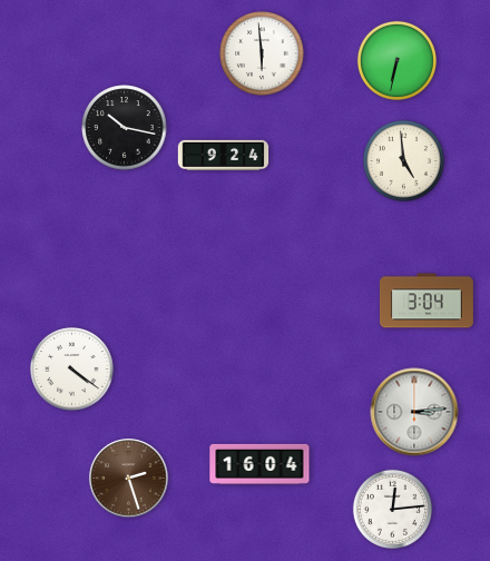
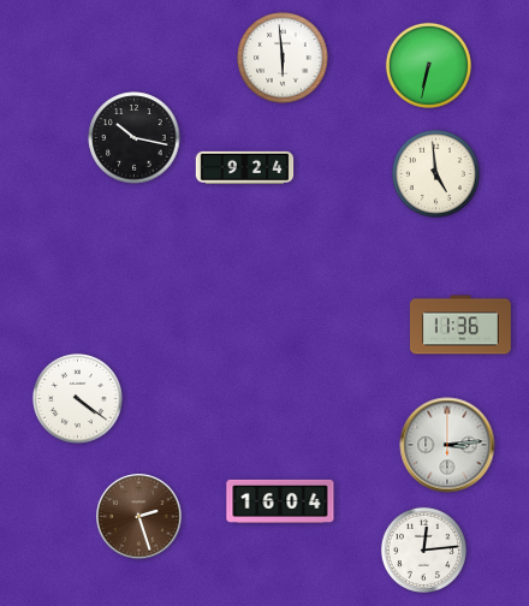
clock at (224, 155) position: (224, 155) -> (245, 167)
clock at (427, 301): 3:04 -> 11:36
